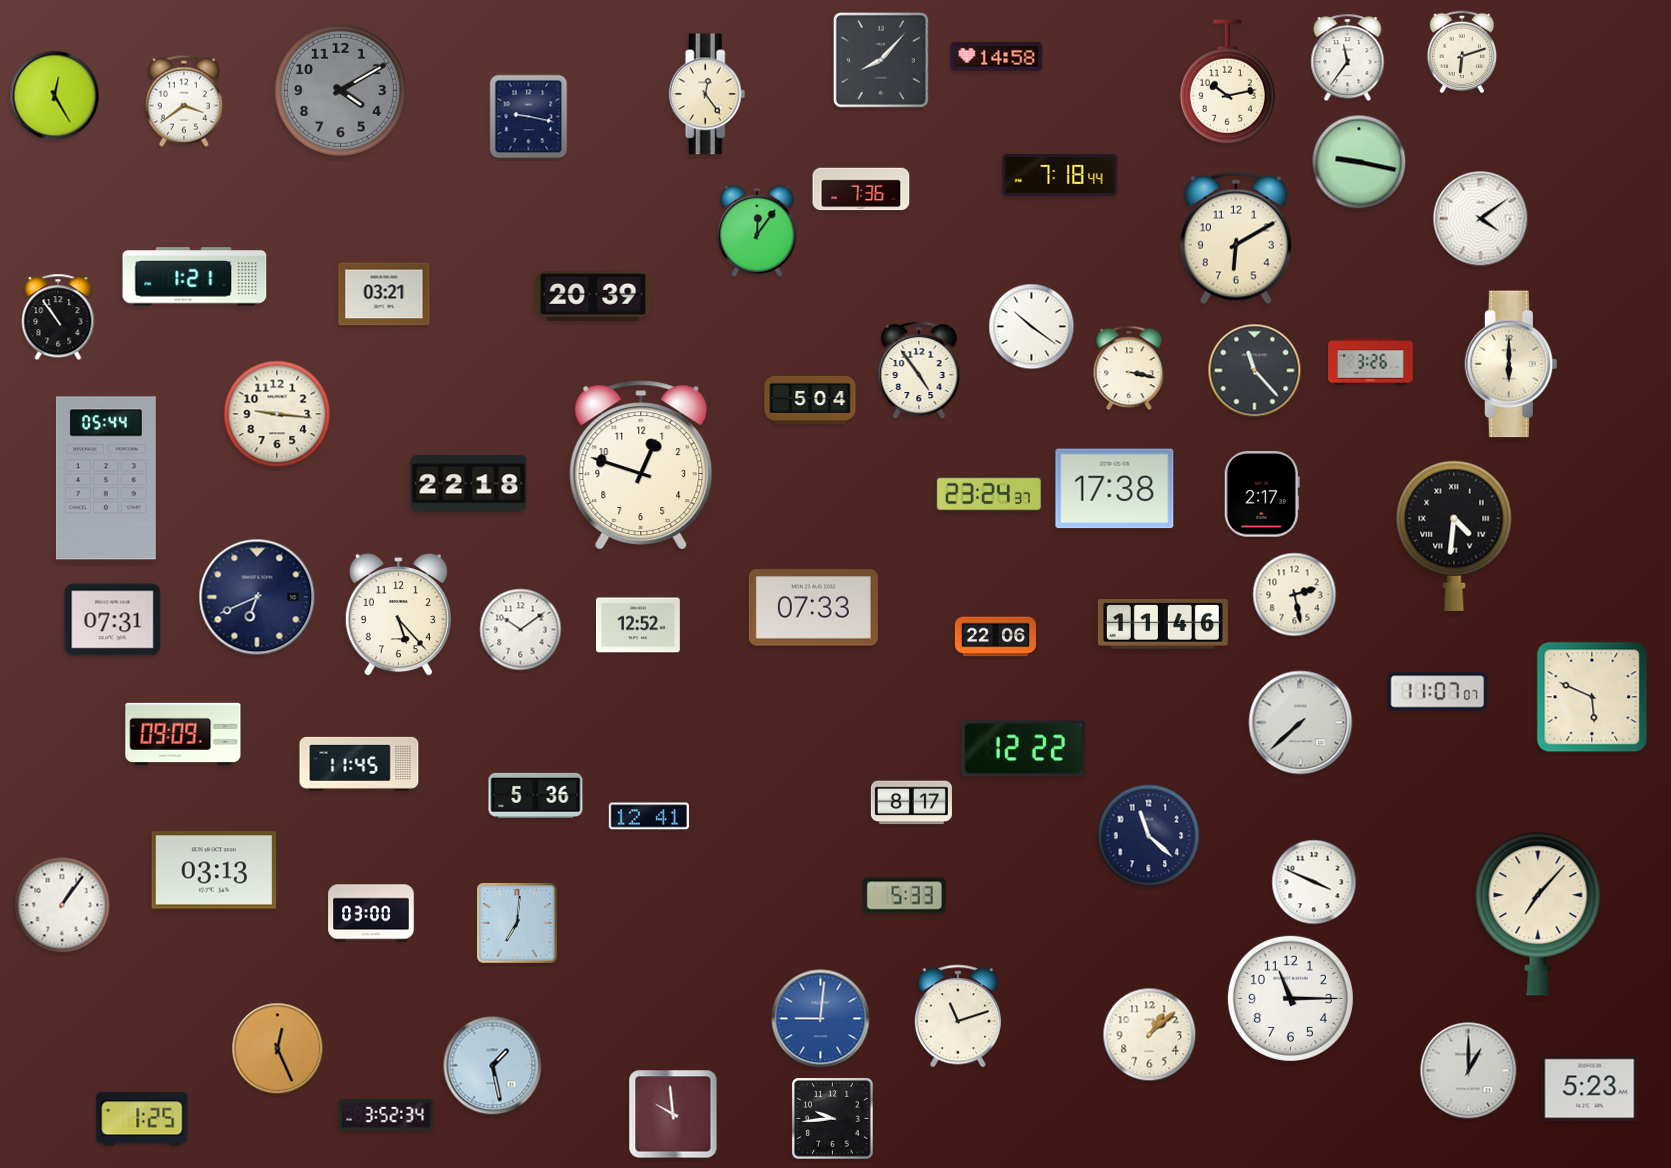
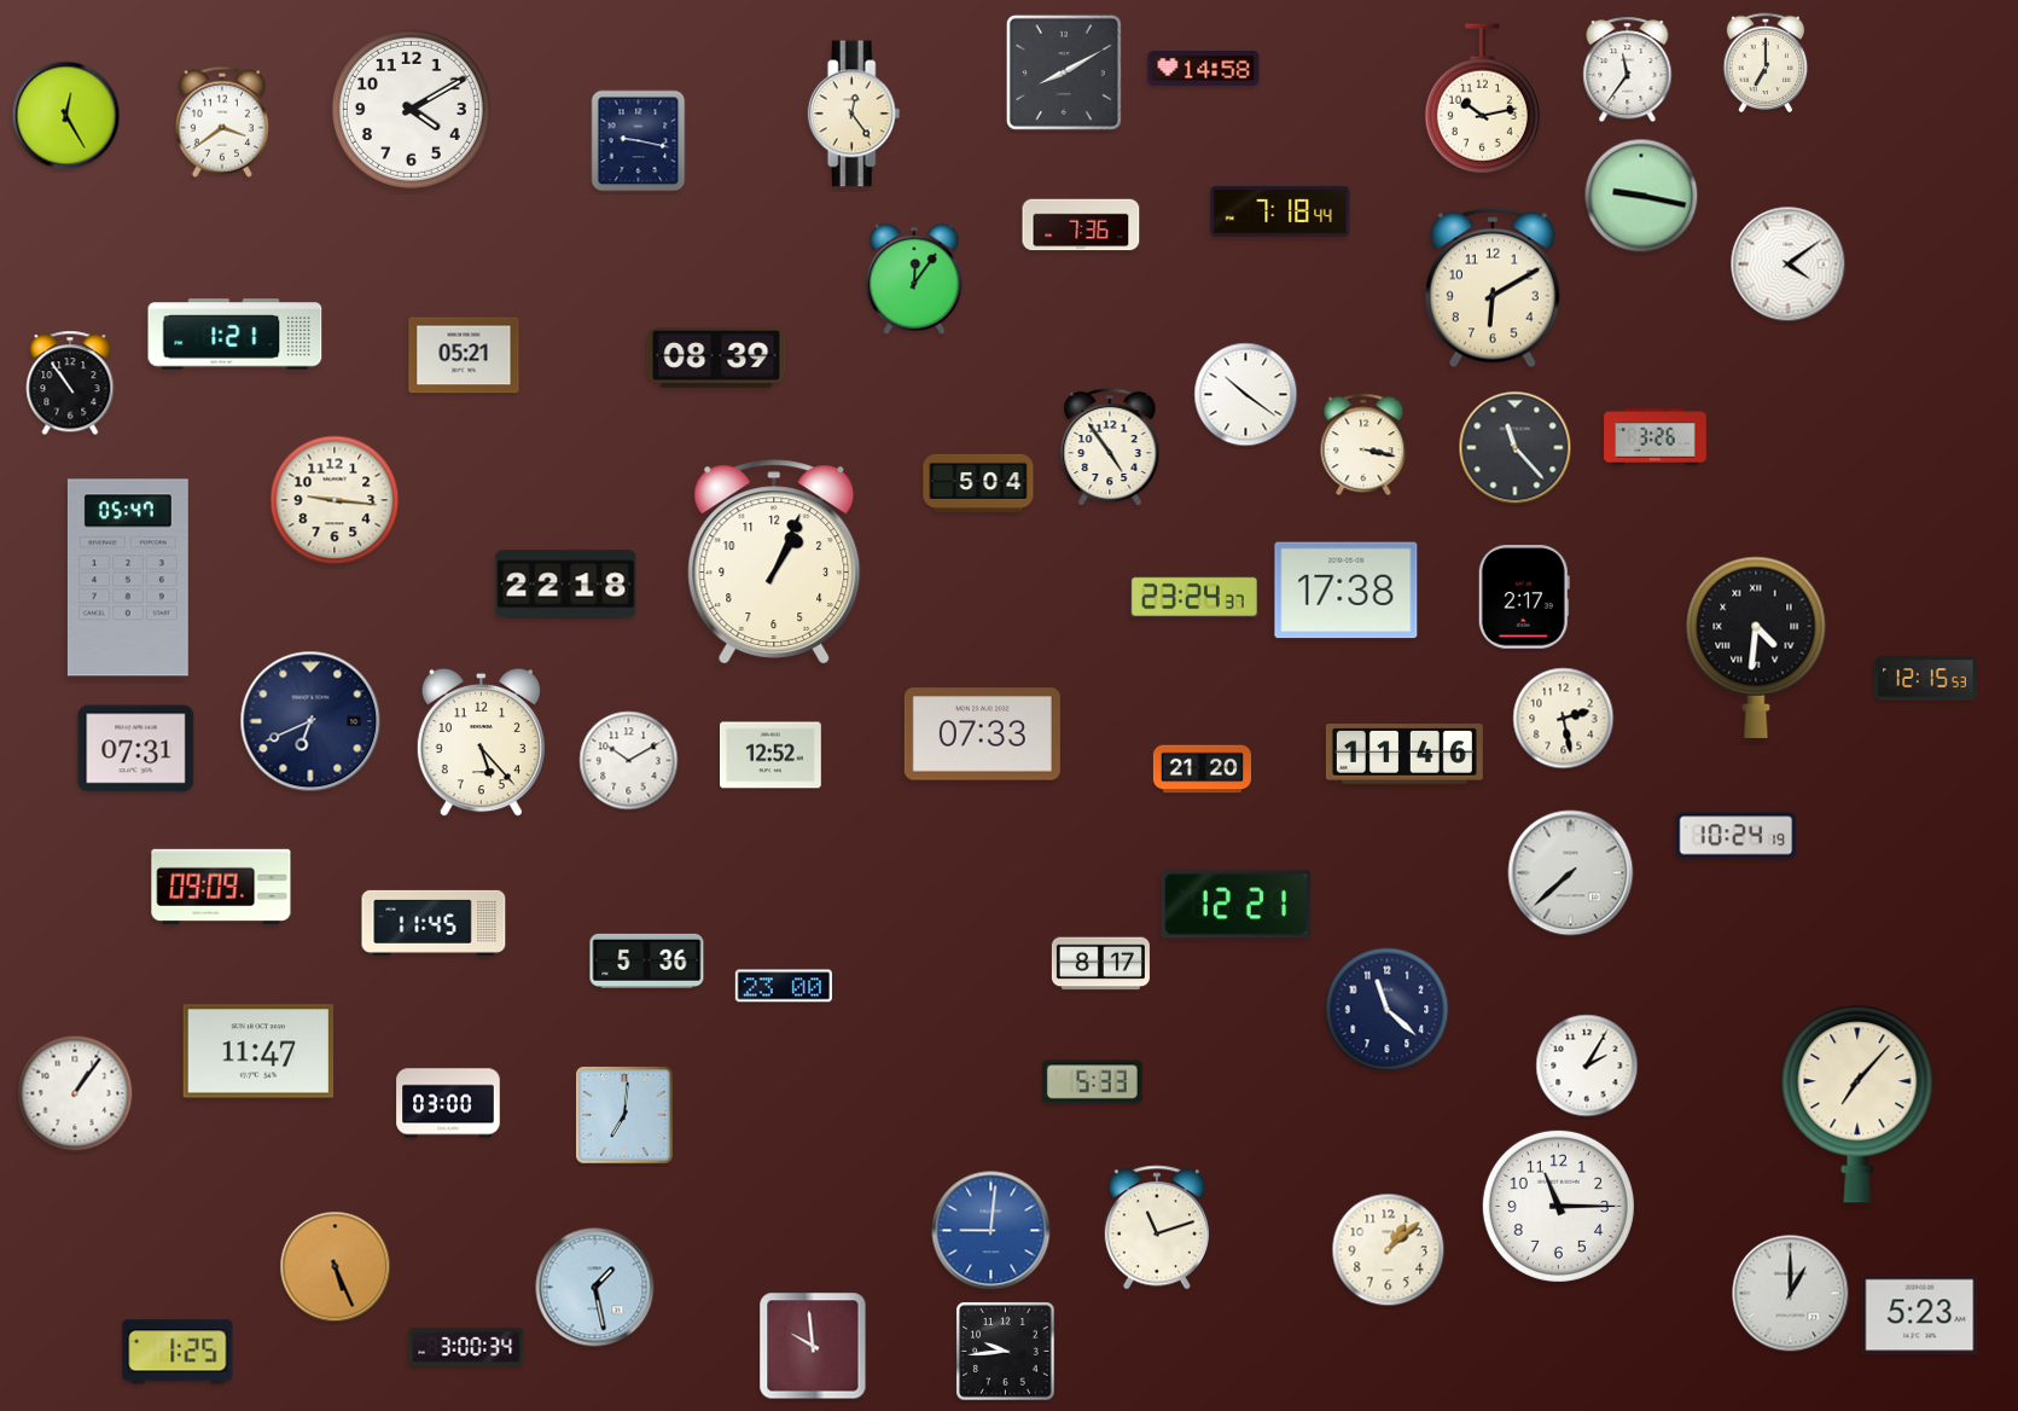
clock at (1462, 52): 6:12 -> 7:00
clock at (881, 60): 8:07 -> 8:10
clock at (340, 90) dial: grey -> white
clock at (861, 189) position: (861, 189) -> (1081, 225)
clock at (384, 294): 03:21 -> 05:21
clock at (593, 297): 20:39 -> 08:39
clock at (1510, 364): 6:00 -> none
clock at (641, 465): 12:48 -> 1:04
clock at (106, 478): 05:44 -> 05:47
clock at (1926, 679): none -> 12:15
clock at (521, 630): 10:09 -> 10:10
clock at (995, 637): 22:06 -> 21:20
clock at (1438, 692): 11:07 -> 10:24
clock at (1592, 697): 5:49 -> none
clock at (1024, 749): 12:22 -> 12:21
clock at (911, 803) position: (911, 803) -> (1100, 964)
clock at (649, 816): 12:41 -> 23:00
clock at (214, 870): 03:13 -> 11:47
clock at (1314, 882): 3:49 -> 2:05
clock at (278, 1049): 12:26 -> 5:26
clock at (1469, 1071) position: (1469, 1071) -> (1791, 1294)
clock at (386, 1115): 3:52 -> 3:00
clock at (142, 1119) position: (142, 1119) -> (178, 1352)
